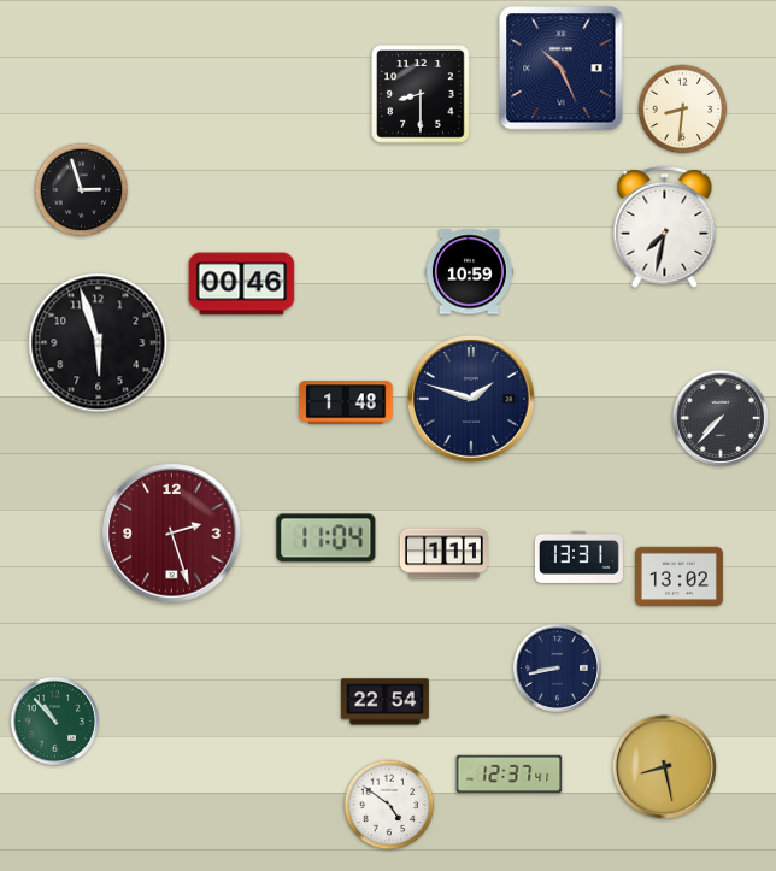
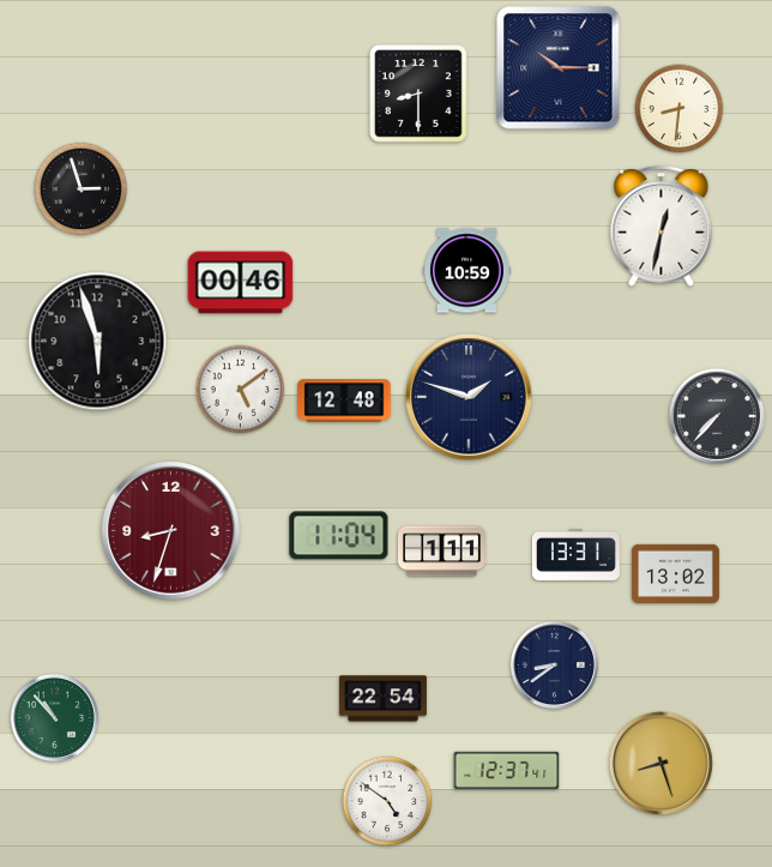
clock at (562, 69): 10:26 -> 10:15
clock at (665, 226): 7:32 -> 12:32
clock at (241, 390): none -> 5:09
clock at (346, 402): 1:48 -> 12:48
clock at (172, 534): 2:27 -> 8:33
clock at (327, 539) position: (327, 539) -> (339, 536)
clock at (557, 667): 8:43 -> 8:39
clock at (664, 766): 8:28 -> 8:27
